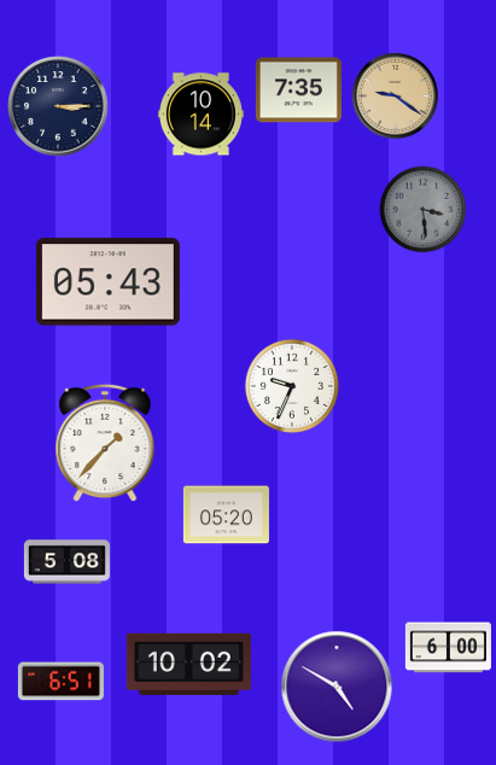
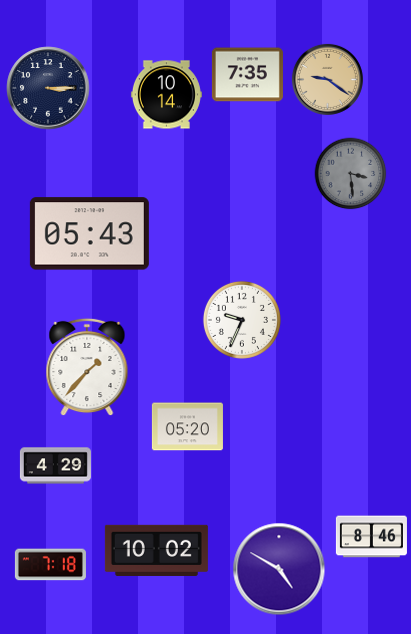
clock at (66, 562): 5:08 -> 4:29
clock at (448, 648): 6:00 -> 8:46
clock at (60, 682): 6:51 -> 7:18
